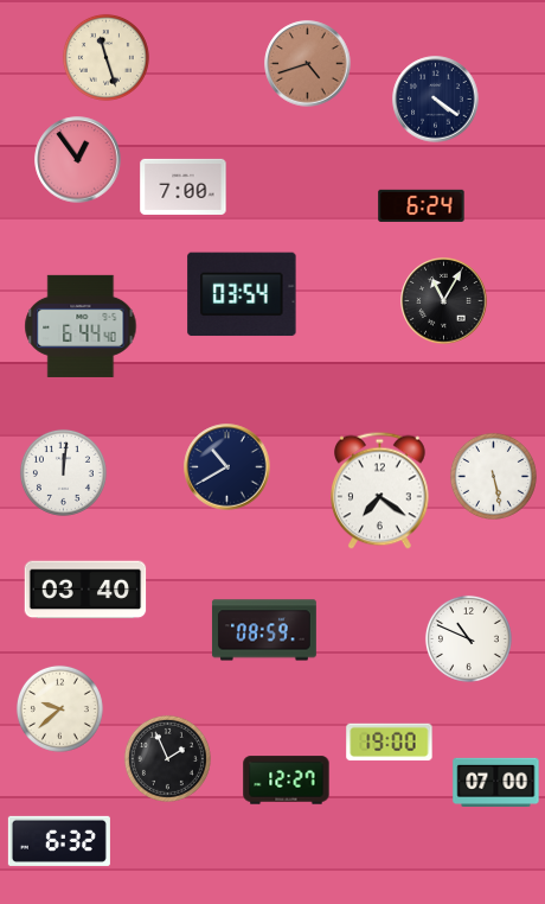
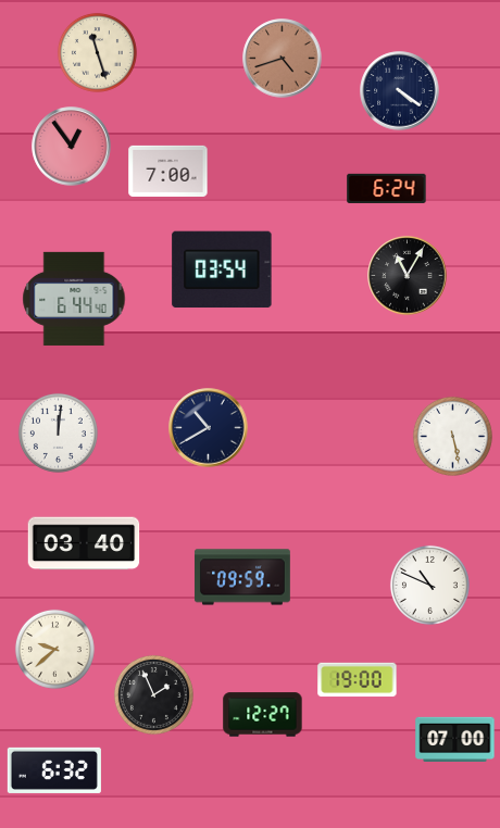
clock at (380, 491): 7:21 -> none
clock at (85, 590) position: (85, 590) -> (84, 543)
clock at (264, 630): 08:59 -> 09:59
clock at (496, 782) position: (496, 782) -> (455, 739)
